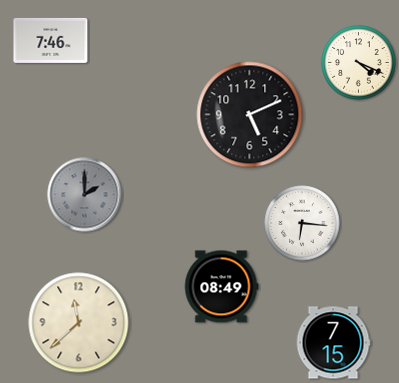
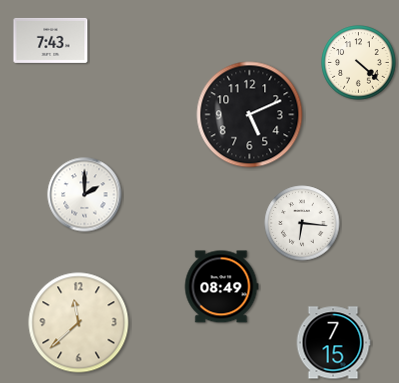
clock at (51, 40): 7:46 -> 7:43
clock at (359, 63): 4:19 -> 4:22
clock at (85, 195) dial: grey -> white
